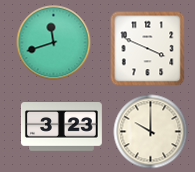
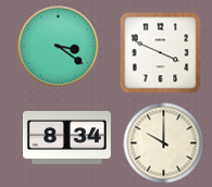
clock at (54, 43): 11:42 -> 3:21
clock at (61, 127): 3:23 -> 8:34
